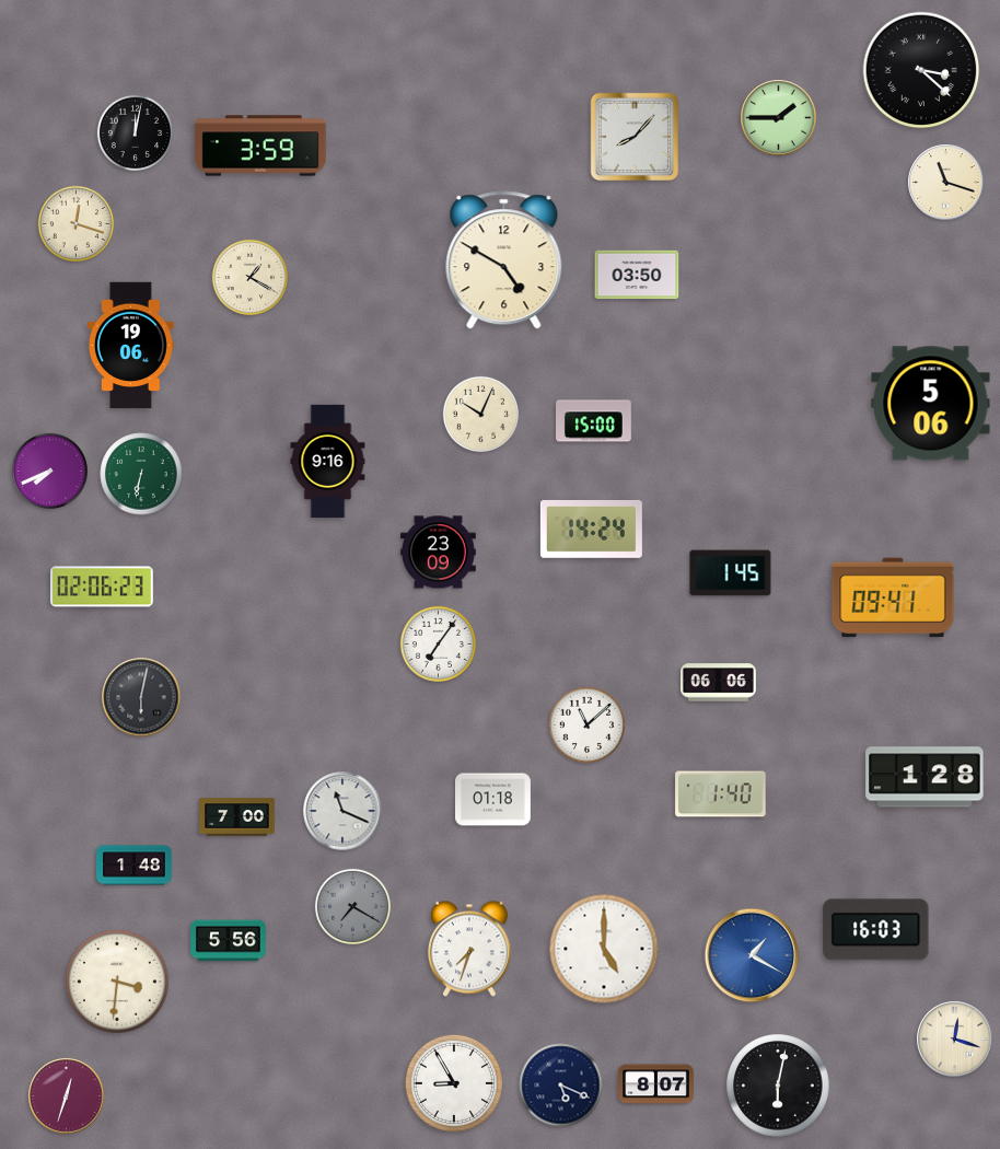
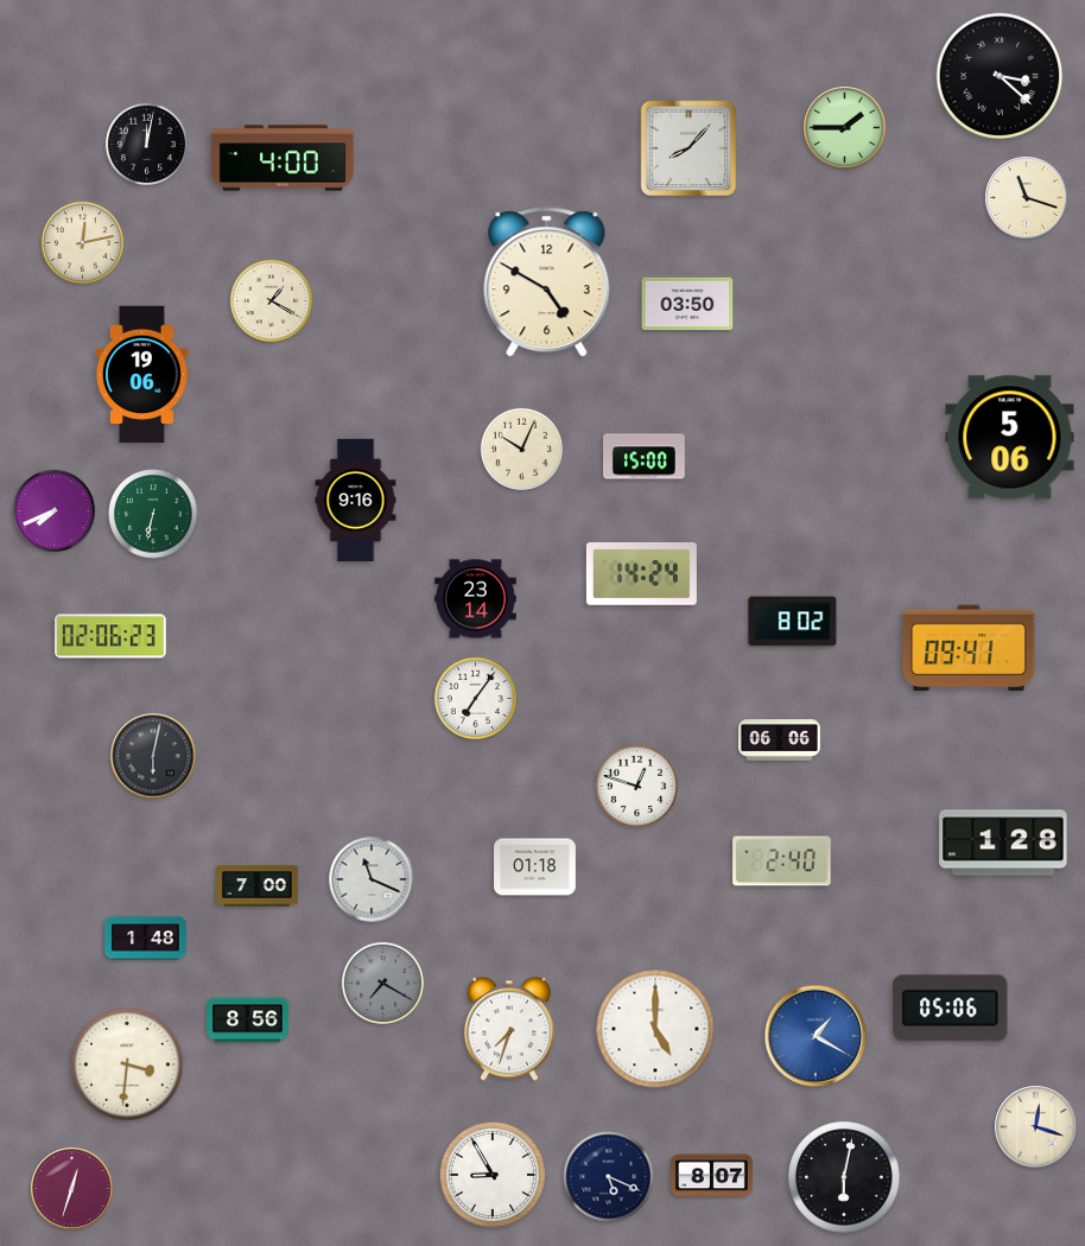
clock at (260, 146): 3:59 -> 4:00
clock at (75, 223): 12:18 -> 12:13
clock at (637, 275) position: (637, 275) -> (687, 304)
clock at (439, 553): 23:09 -> 23:14
clock at (731, 573): 1:45 -> 8:02
clock at (586, 724): 11:08 -> 12:48
clock at (721, 794): 1:40 -> 2:40
clock at (876, 930): 16:03 -> 05:06
clock at (229, 941): 5:56 -> 8:56
